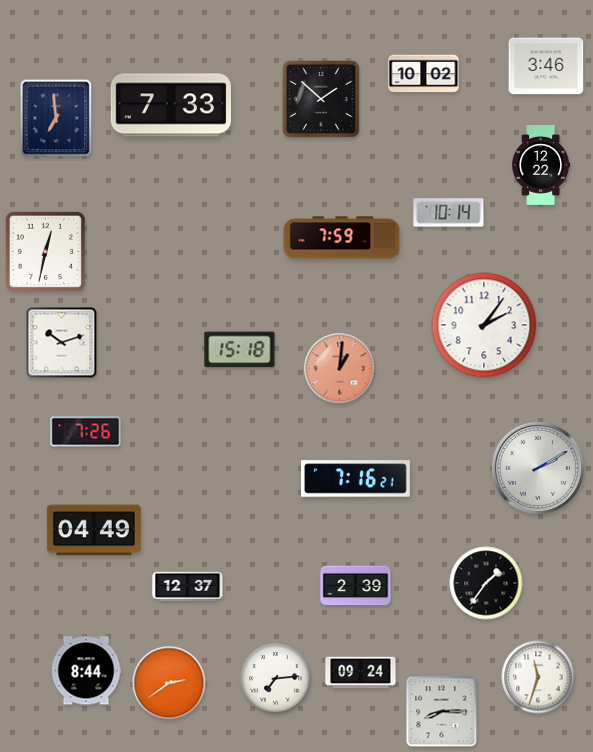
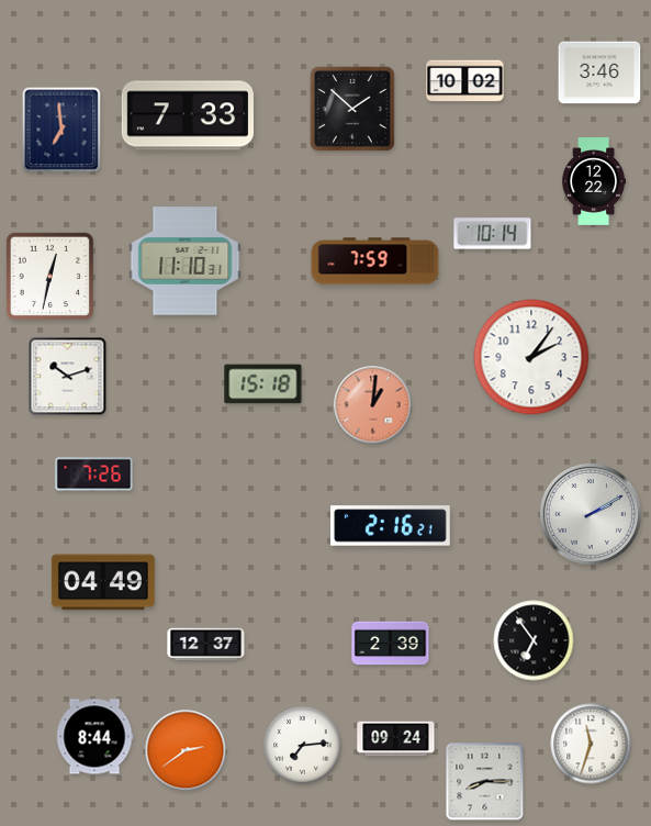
clock at (186, 261): none -> 11:10
clock at (356, 479): 7:16 -> 2:16
clock at (486, 583): 1:36 -> 6:54
